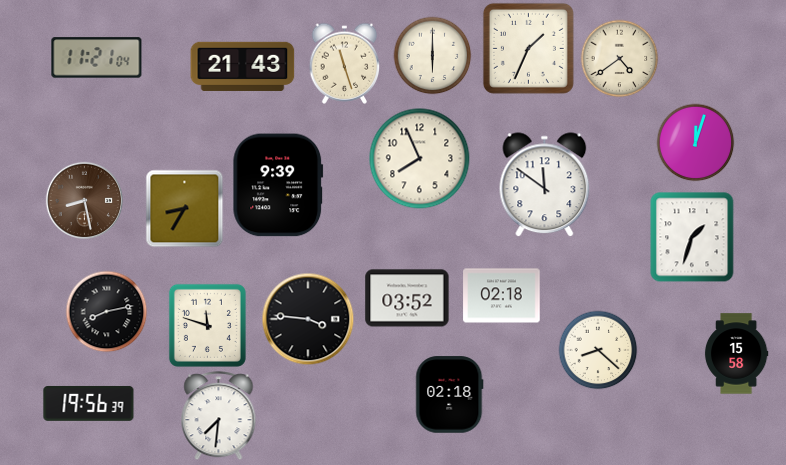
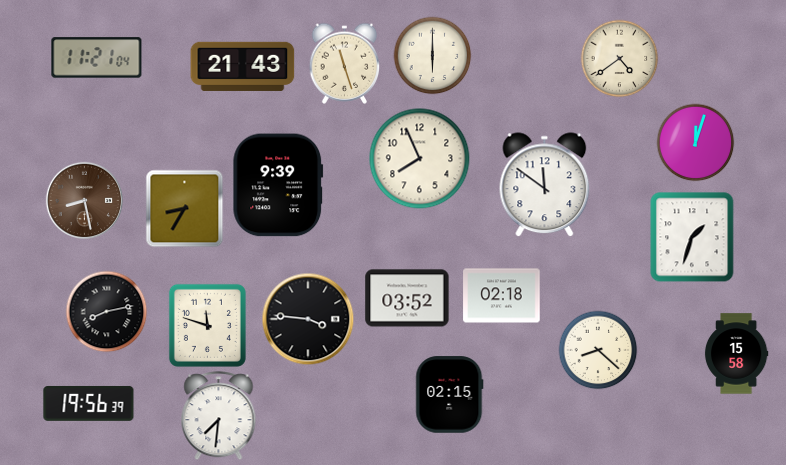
clock at (528, 48): 1:34 -> none
clock at (450, 395): 02:18 -> 02:15
